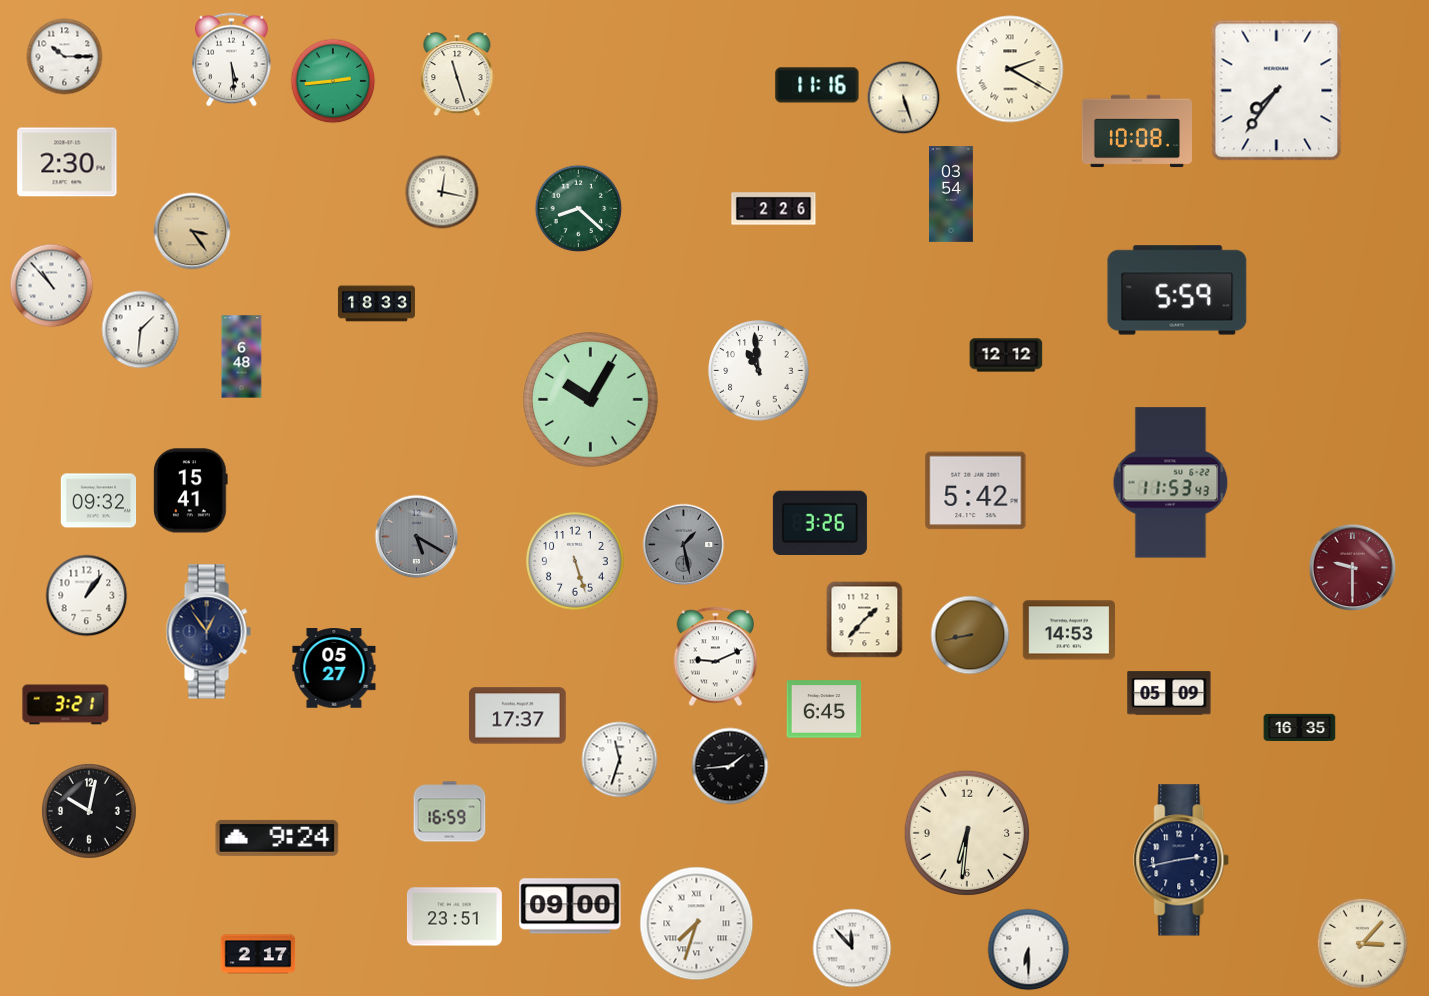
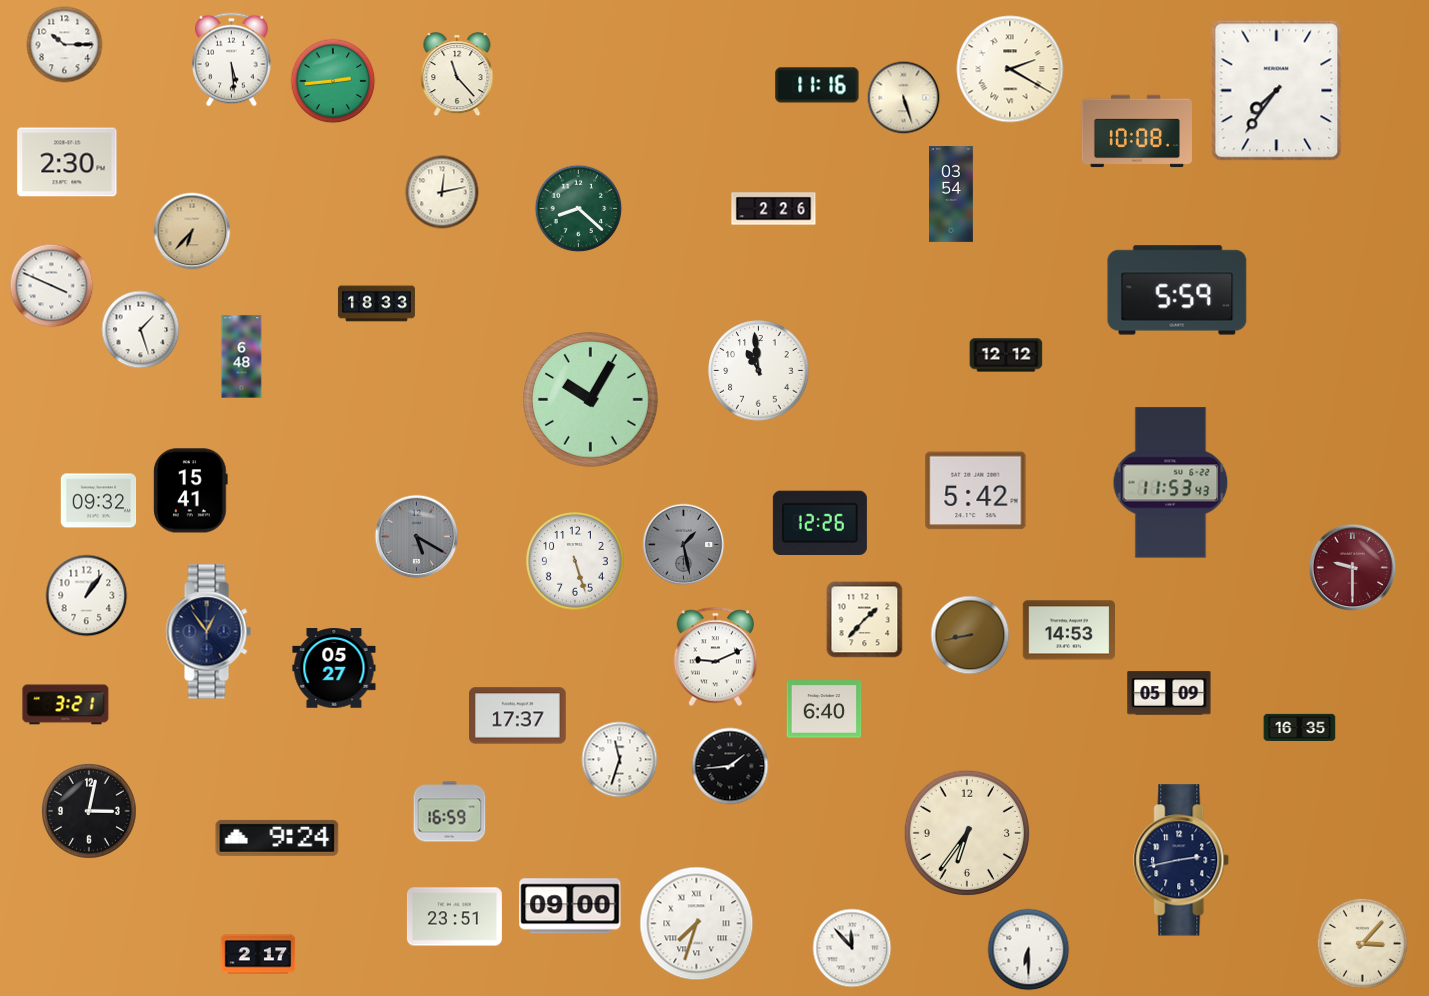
clock at (65, 57) position: (65, 57) -> (65, 45)
clock at (457, 75): 11:27 -> 11:23
clock at (442, 192): 12:17 -> 12:13
clock at (192, 231): 3:24 -> 6:37
clock at (52, 286): 10:53 -> 3:49
clock at (141, 330): 1:31 -> 1:27
clock at (820, 522): 3:26 -> 12:26
clock at (824, 709): 6:45 -> 6:40
clock at (89, 811): 10:02 -> 3:02
clock at (967, 833): 6:31 -> 6:36
